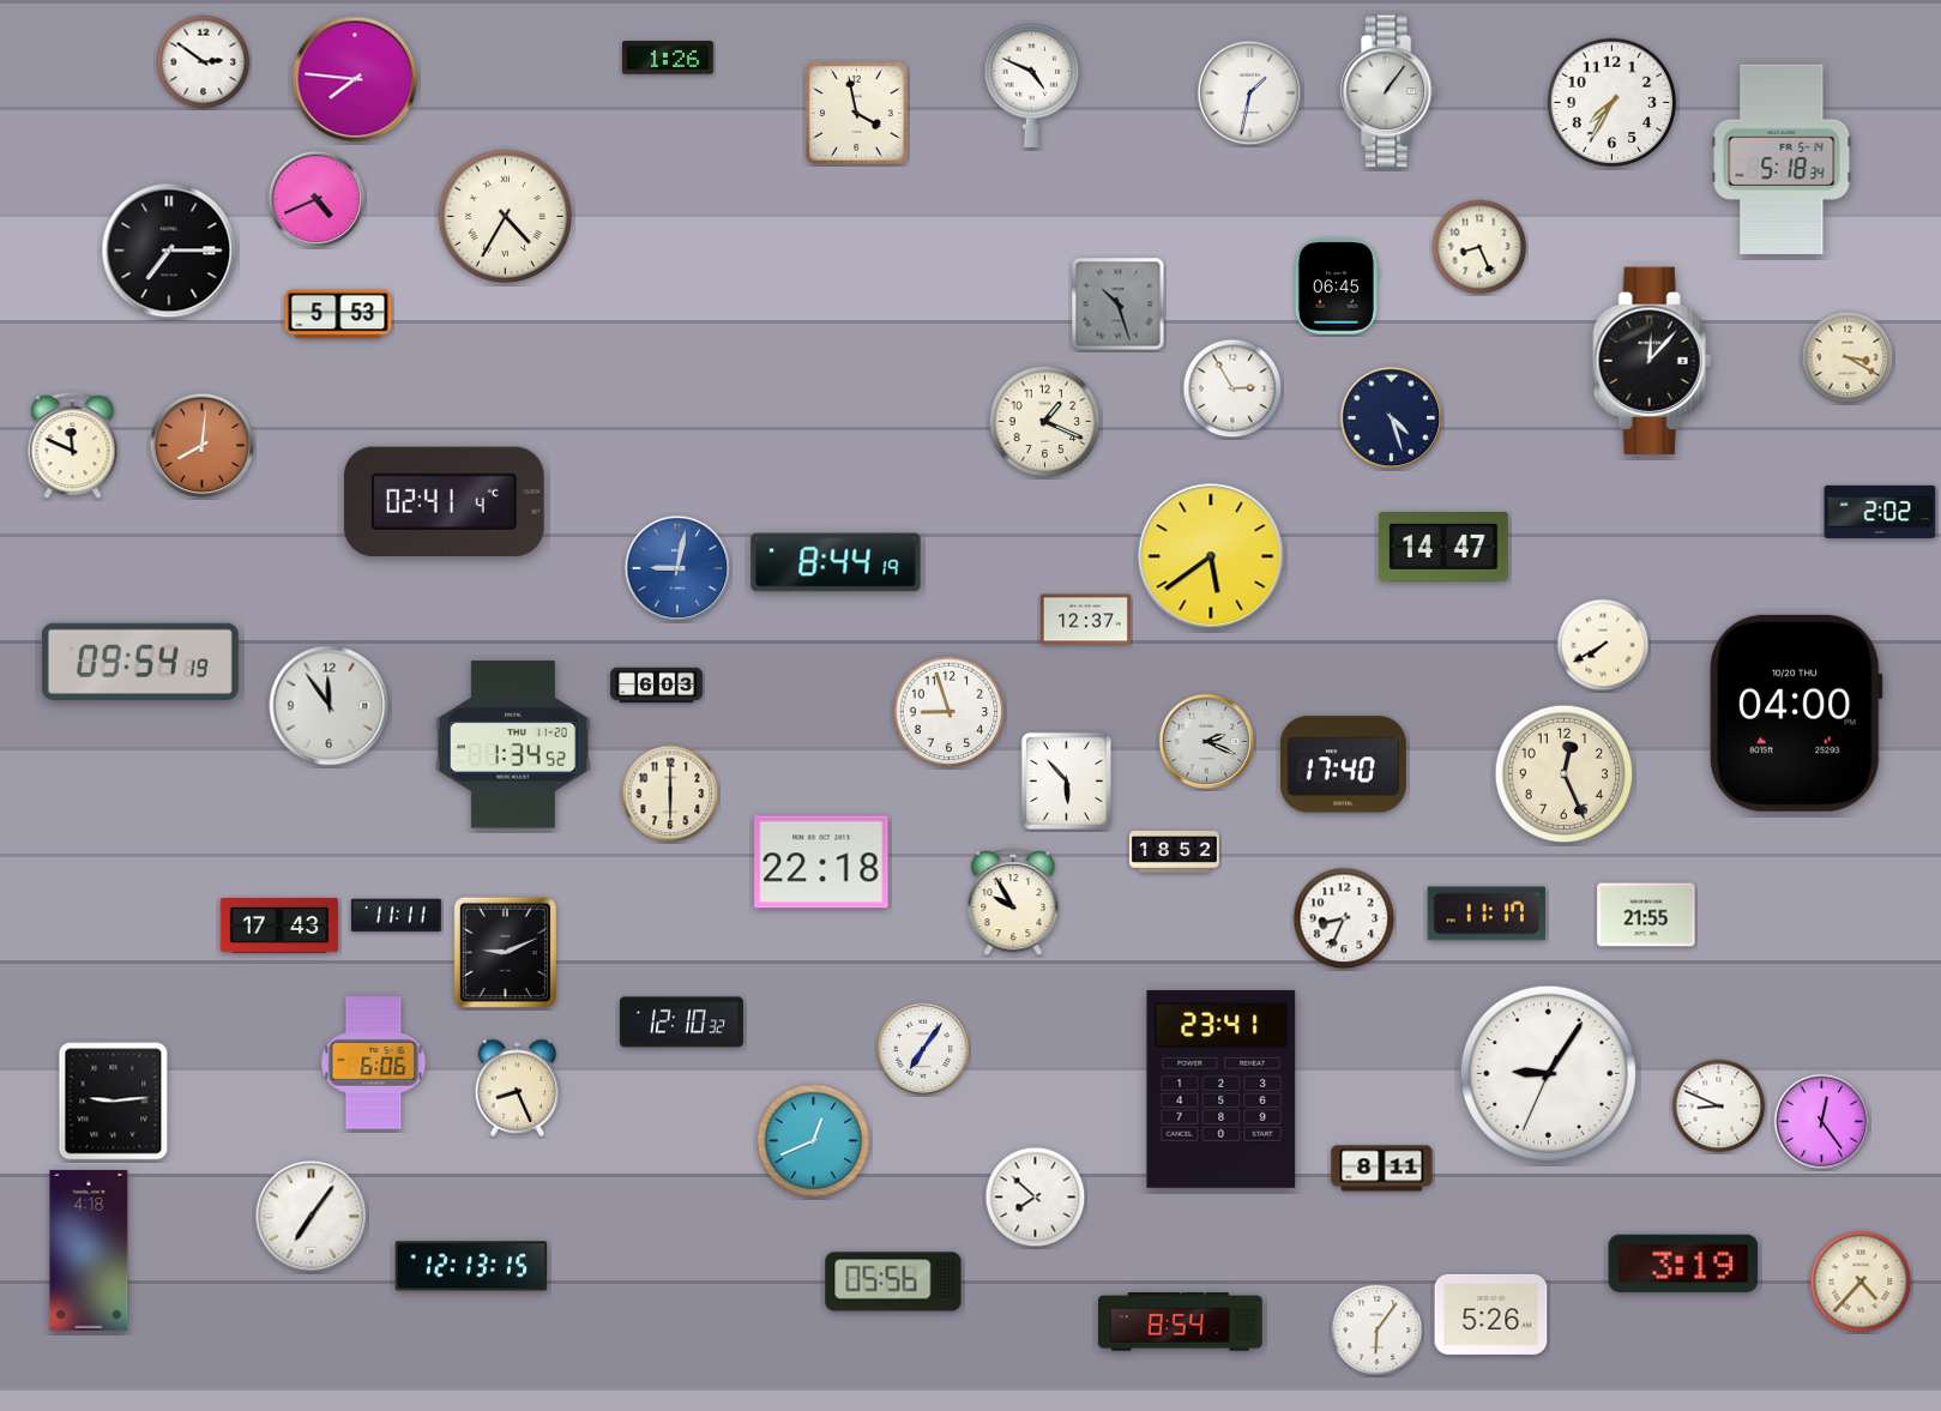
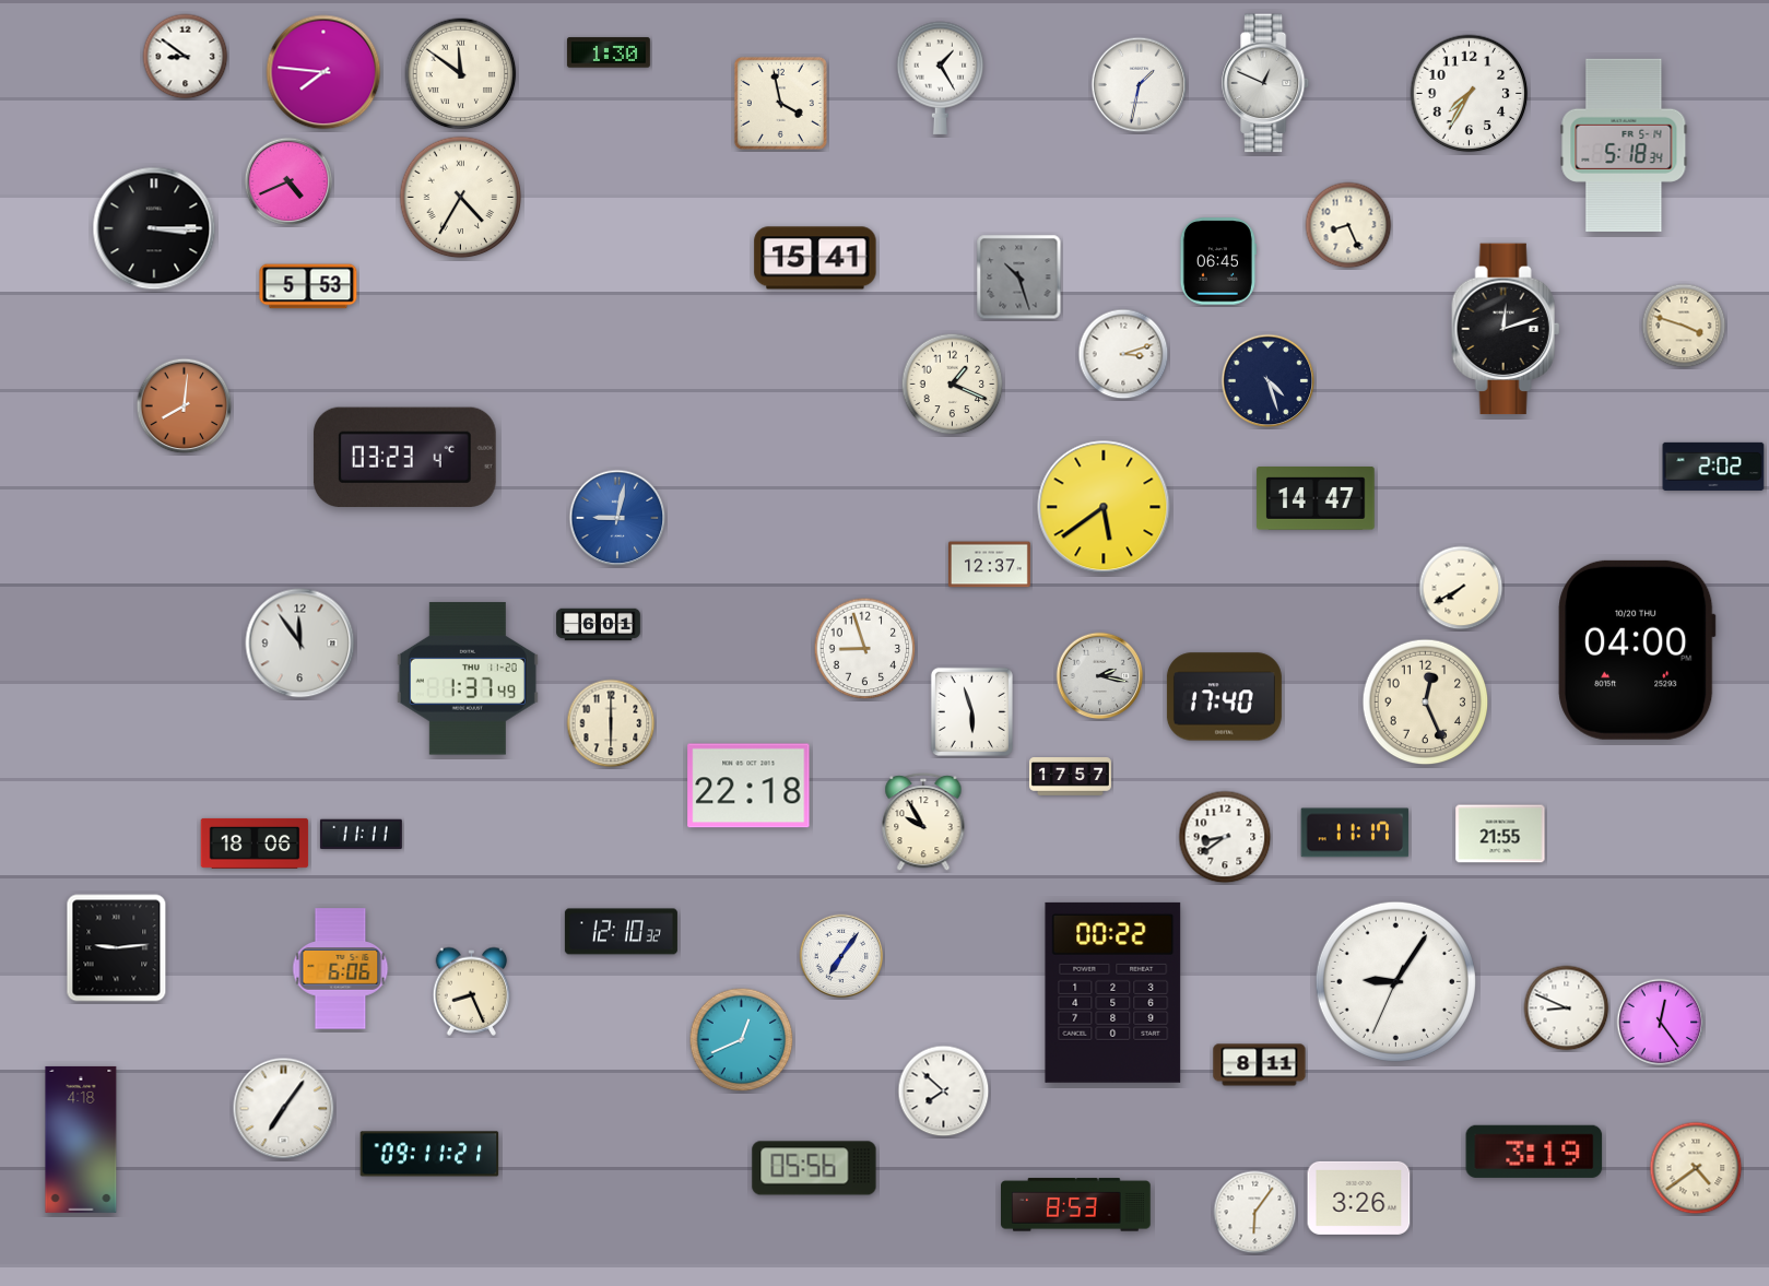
clock at (668, 58): 1:26 -> 1:30
clock at (204, 62): 2:51 -> 8:51
clock at (461, 74): none -> 11:51
clock at (1032, 85): 4:49 -> 1:25
clock at (1390, 91): 1:06 -> 12:49
clock at (169, 251): 7:15 -> 3:15
clock at (815, 258): none -> 15:41
clock at (1847, 357): 3:20 -> 3:48
clock at (1652, 361): 12:07 -> 12:12
clock at (1232, 388): 2:55 -> 3:12
clock at (73, 446): 11:49 -> none
clock at (444, 501): 02:41 -> 03:23
clock at (836, 562): 8:44 -> none
clock at (140, 662): 09:54 -> none
clock at (657, 686): 6:03 -> 6:01
clock at (1207, 742): 2:19 -> 2:17
clock at (513, 744): 1:34 -> 1:37
clock at (1565, 774) position: (1565, 774) -> (1426, 703)
clock at (1066, 780): 5:53 -> 5:57
clock at (1174, 852): 18:52 -> 17:57
clock at (1344, 918): 8:34 -> 8:39
clock at (279, 925): 17:43 -> 18:06
clock at (505, 952): 9:11 -> none
clock at (1548, 1073) position: (1548, 1073) -> (1395, 981)
clock at (1222, 1089): 23:41 -> 00:22
clock at (114, 1102) position: (114, 1102) -> (117, 948)
clock at (471, 1266): 12:13 -> 09:11
clock at (1861, 1282): 4:37 -> 4:39
clock at (1491, 1314): 5:26 -> 3:26
clock at (1181, 1322): 8:54 -> 8:53
